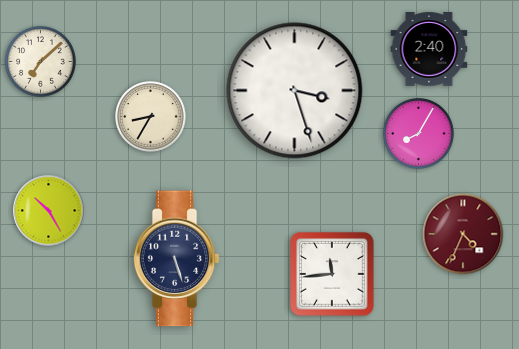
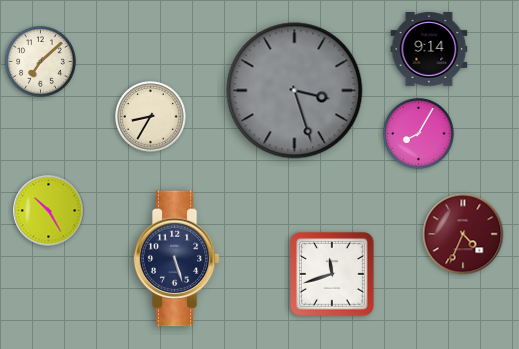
clock at (429, 50): 2:40 -> 9:14
clock at (295, 91) dial: white -> grey
clock at (333, 275): 11:44 -> 11:42
